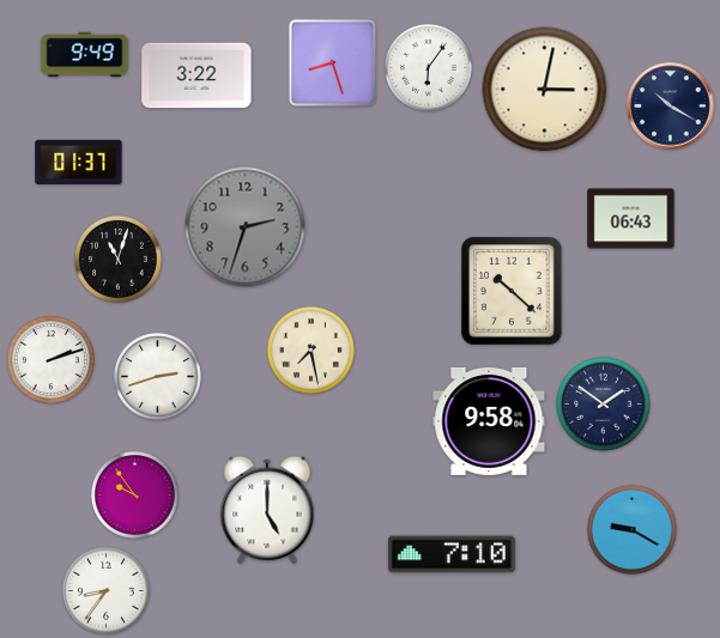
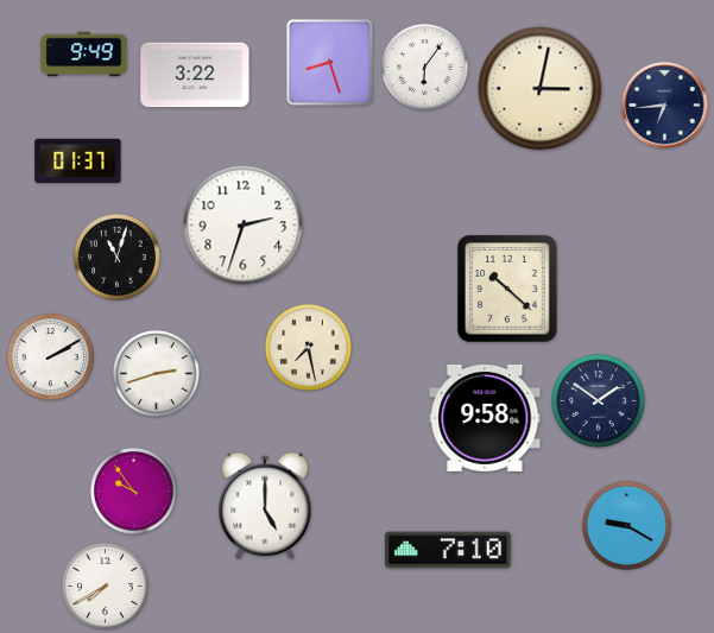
clock at (671, 107): 10:20 -> 6:44
clock at (631, 219): 06:43 -> none
clock at (246, 227) dial: grey -> white
clock at (50, 359): 2:12 -> 2:10
clock at (105, 590): 8:36 -> 7:40
